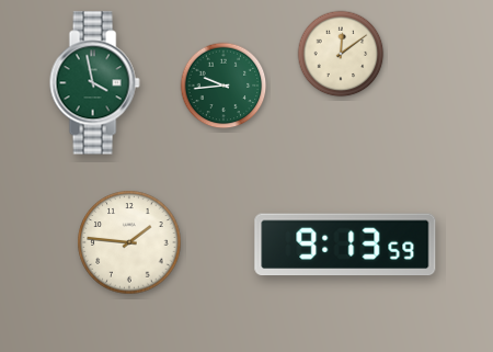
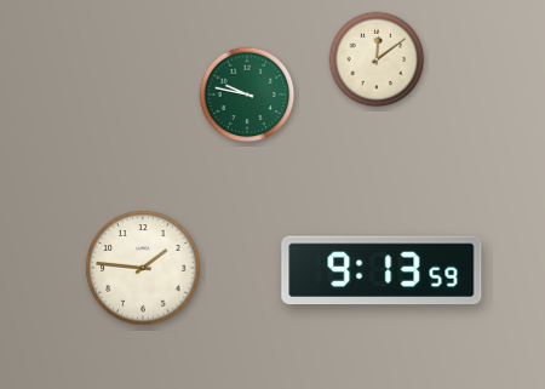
clock at (94, 83): 3:58 -> none
clock at (223, 86): 9:44 -> 9:47
